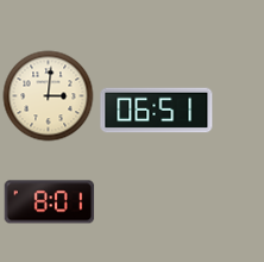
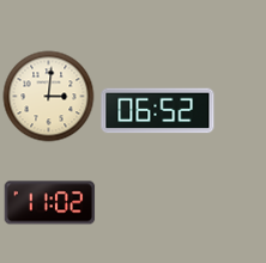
clock at (157, 111): 06:51 -> 06:52
clock at (50, 202): 8:01 -> 11:02
